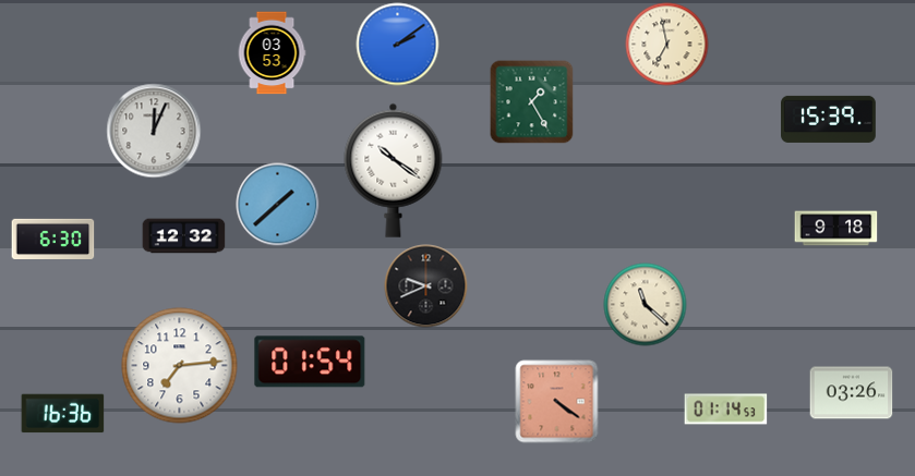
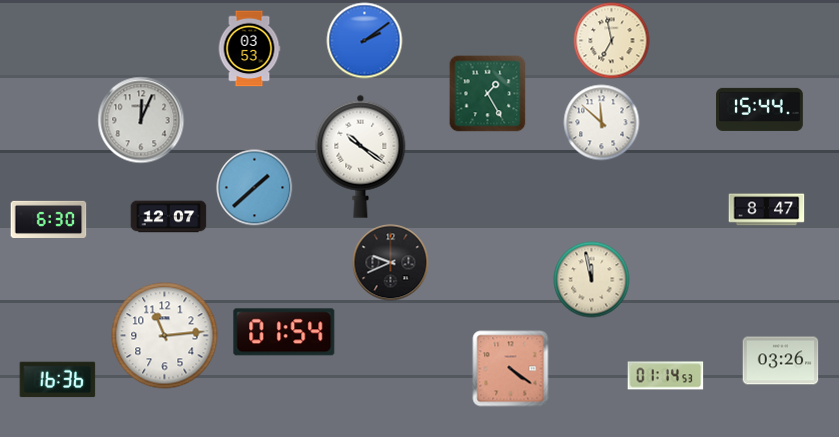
clock at (829, 119): 15:39 -> 15:44
clock at (602, 123): none -> 11:52
clock at (836, 229): 9:18 -> 8:47
clock at (184, 236): 12:32 -> 12:07
clock at (646, 305): 11:22 -> 11:58
clock at (180, 366): 7:14 -> 11:14
